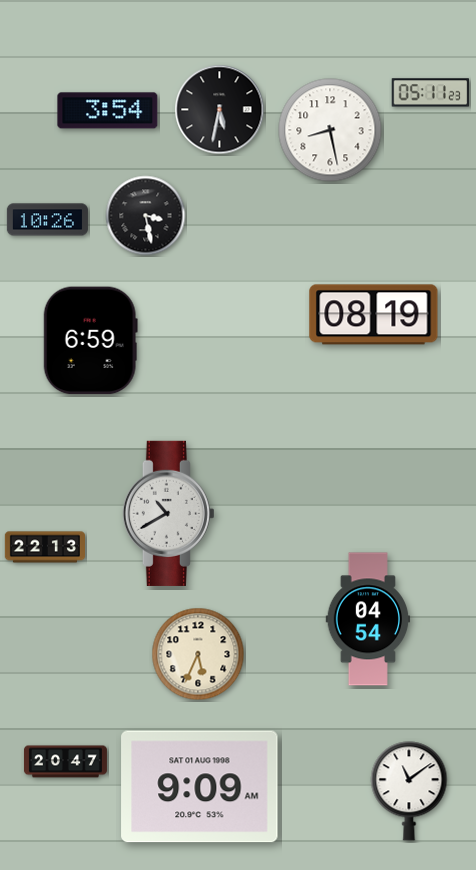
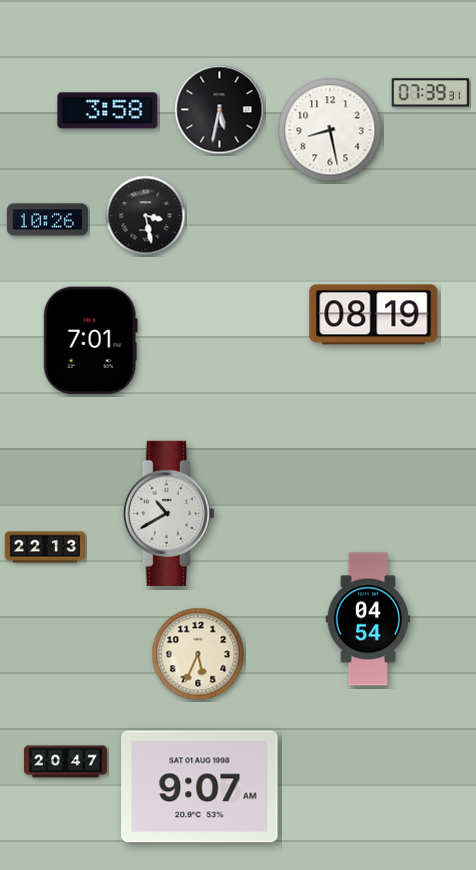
clock at (431, 93): 05:11 -> 07:39
clock at (108, 111): 3:54 -> 3:58
clock at (90, 341): 6:59 -> 7:01
clock at (200, 787): 9:09 -> 9:07
clock at (409, 791): 11:09 -> none
